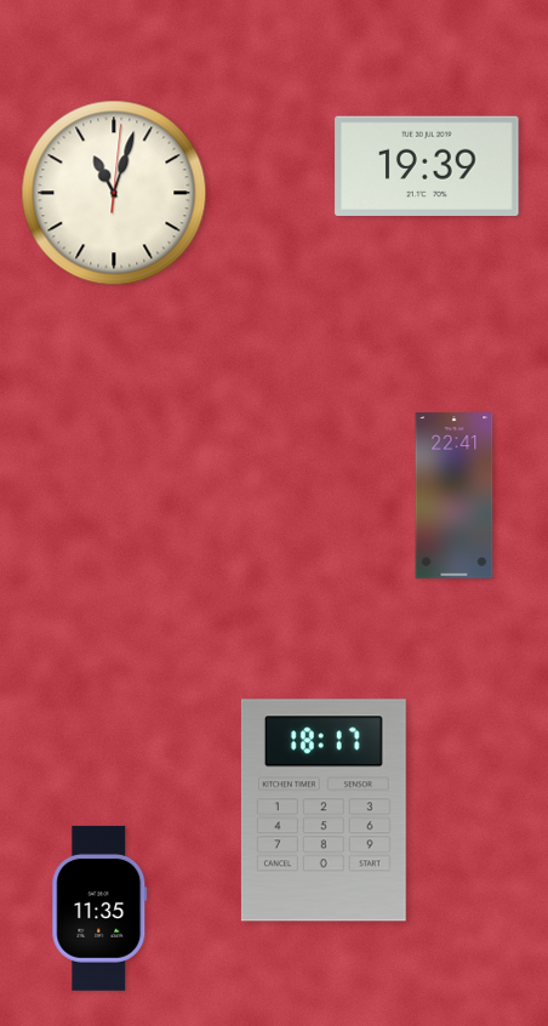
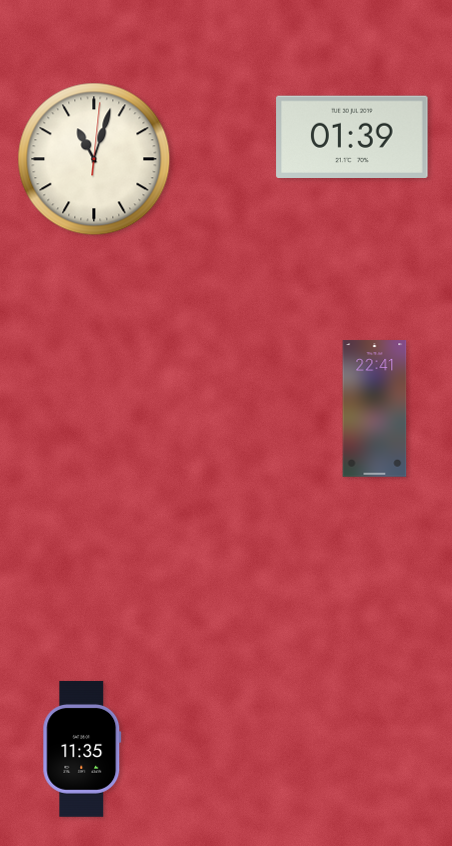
clock at (427, 165): 19:39 -> 01:39
clock at (324, 810): 18:17 -> none
